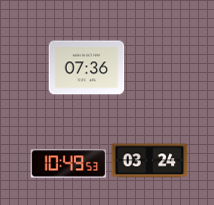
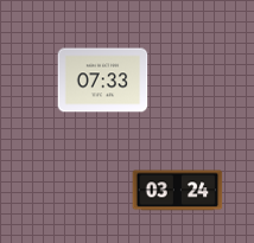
clock at (87, 68): 07:36 -> 07:33
clock at (69, 164): 10:49 -> none
